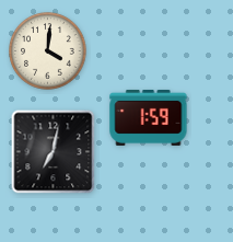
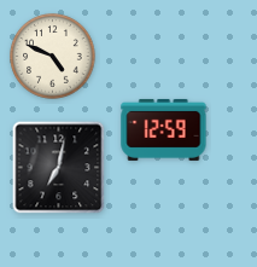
clock at (48, 51): 4:01 -> 4:49
clock at (149, 117): 1:59 -> 12:59
